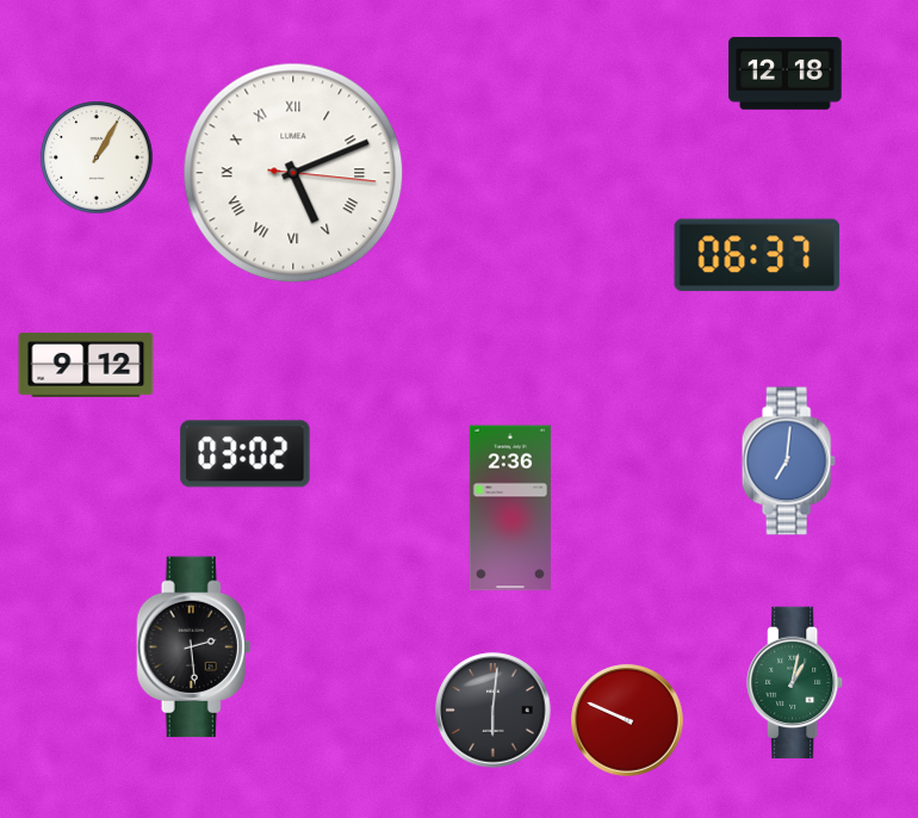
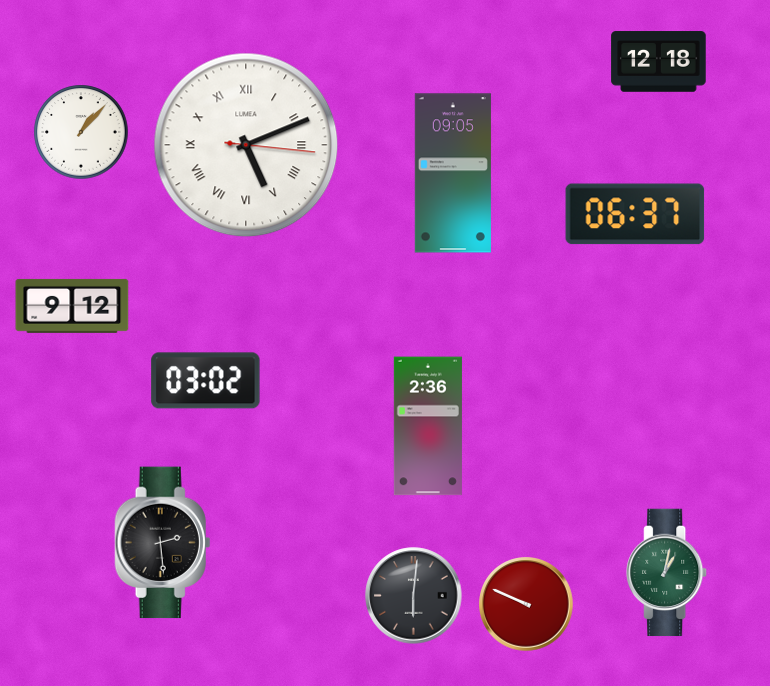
clock at (97, 157): 1:05 -> 1:07
clock at (453, 173): none -> 09:05
clock at (788, 461): 7:01 -> none
